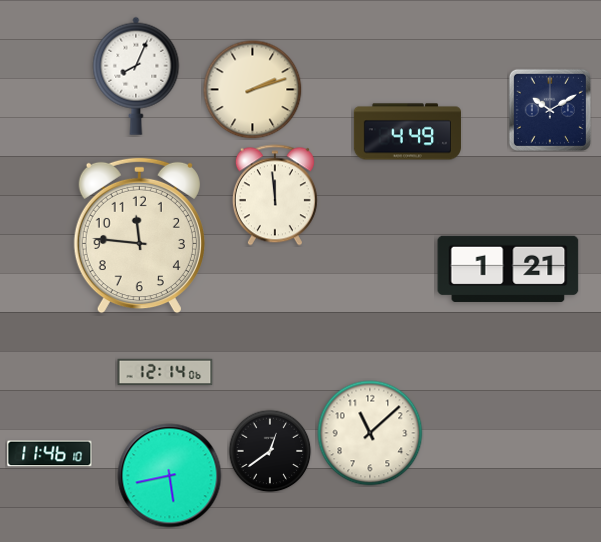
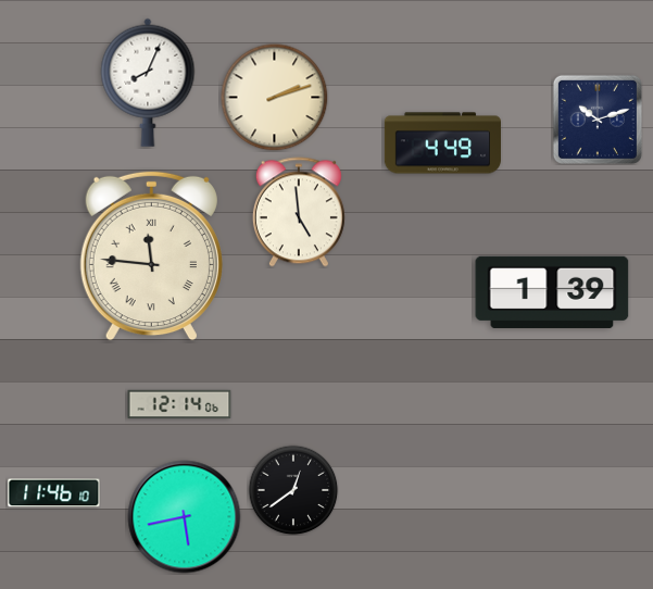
clock at (550, 110): 10:10 -> 10:12
clock at (275, 195): 11:59 -> 4:59
clock at (139, 236) numerals: Arabic -> Roman
clock at (508, 269): 1:21 -> 1:39
clock at (370, 433): 11:08 -> none
